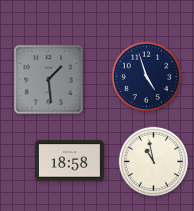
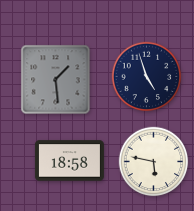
clock at (49, 80) position: (49, 80) -> (56, 80)
clock at (154, 162): 10:58 -> 5:47
